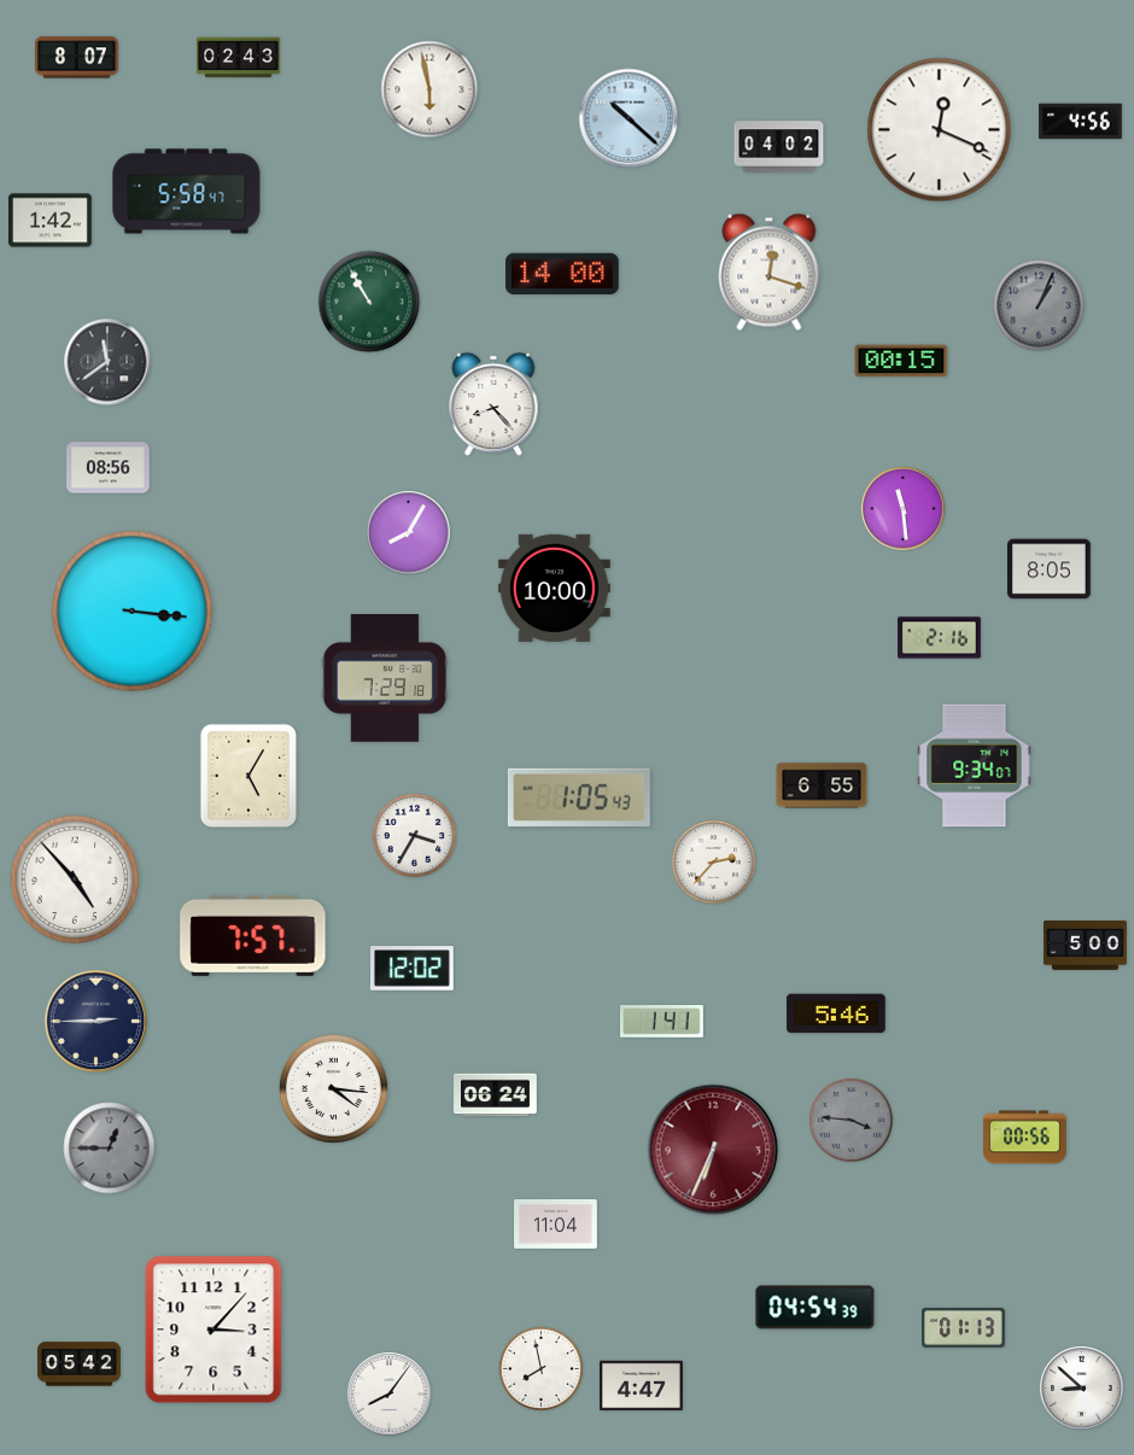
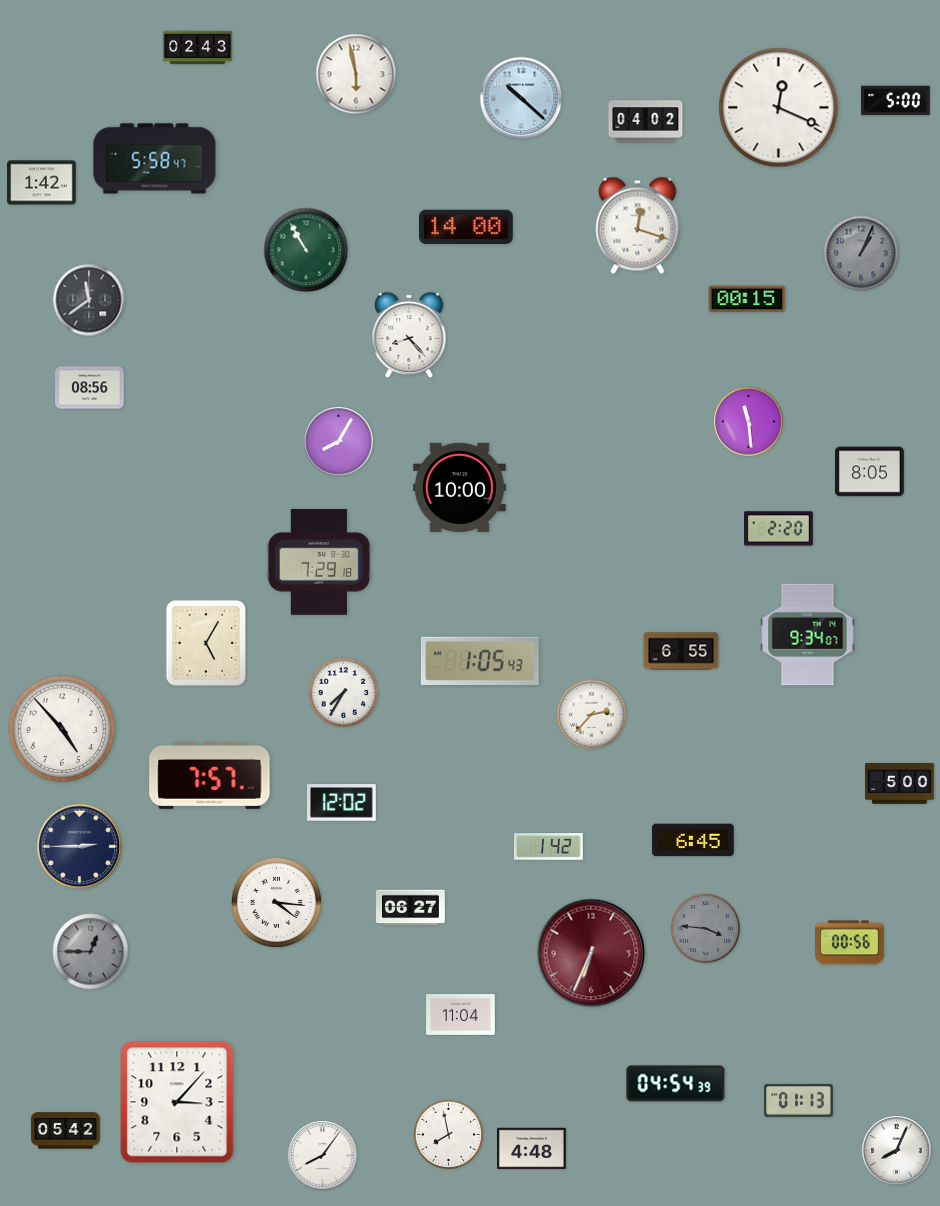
clock at (77, 58): 8:07 -> none
clock at (1081, 122): 4:56 -> 5:00
clock at (133, 612): 3:16 -> none
clock at (940, 638): 2:16 -> 2:20
clock at (414, 835): 3:35 -> 7:35
clock at (836, 1013): 5:46 -> 6:45
clock at (662, 1022): 1:41 -> 1:42
clock at (496, 1095): 06:24 -> 06:27
clock at (642, 1386): 4:47 -> 4:48
clock at (1082, 1389): 8:52 -> 8:04
